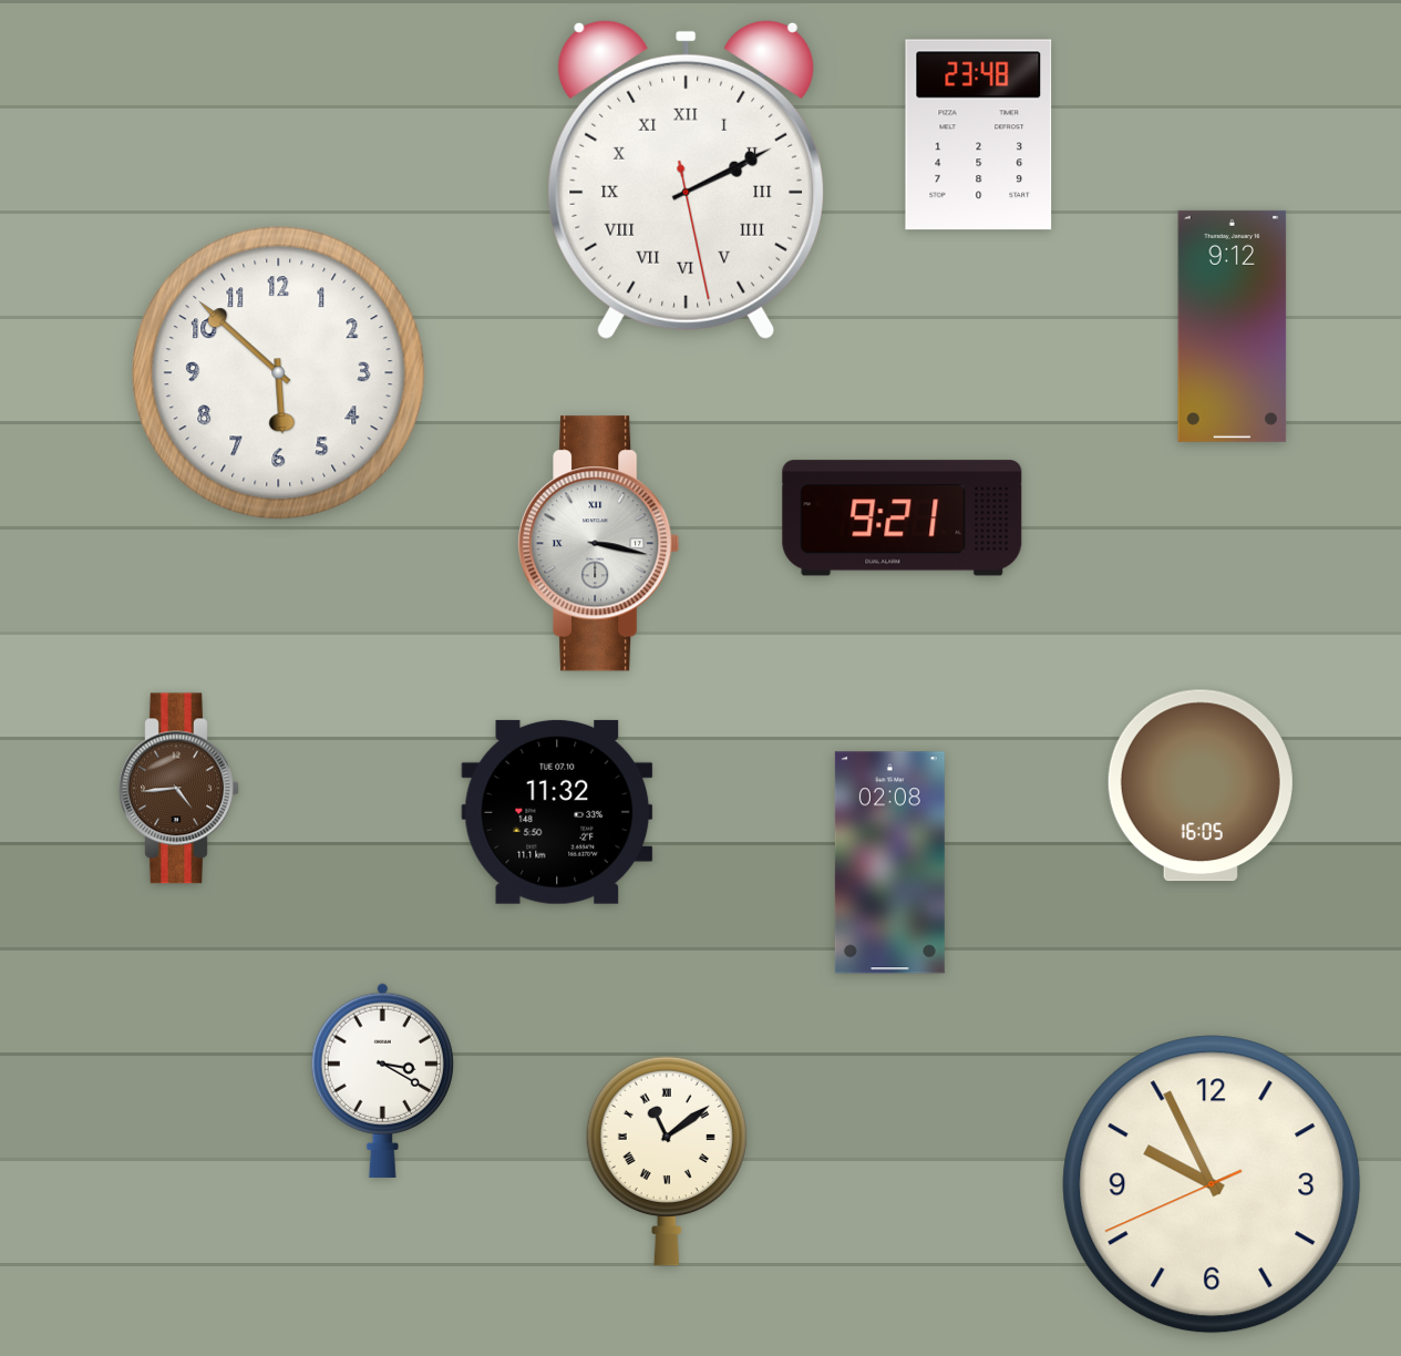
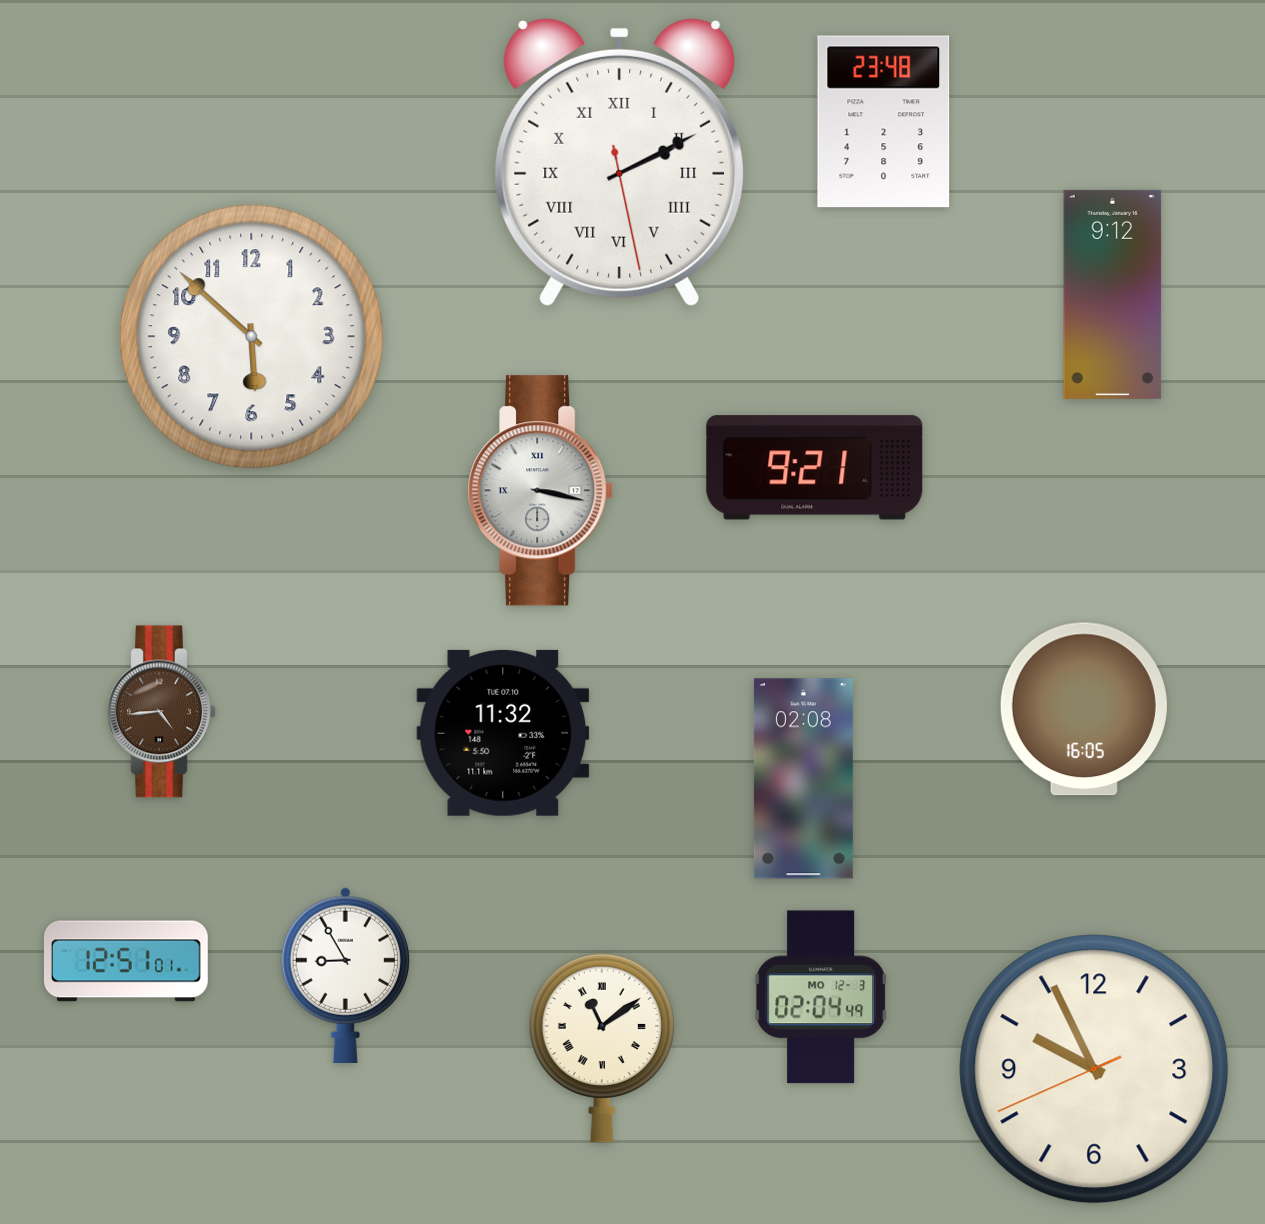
clock at (126, 961): none -> 12:51
clock at (382, 1080): 3:20 -> 8:55
clock at (821, 997): none -> 02:04
